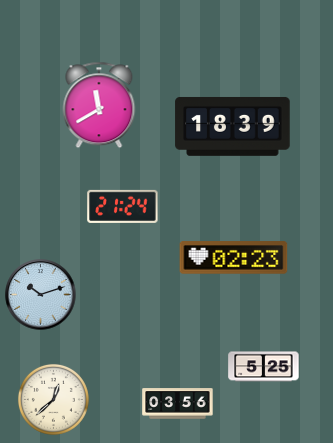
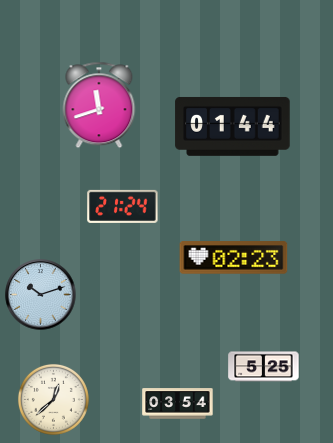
clock at (99, 105): 11:40 -> 11:42
clock at (233, 126): 18:39 -> 01:44
clock at (178, 404): 03:56 -> 03:54
